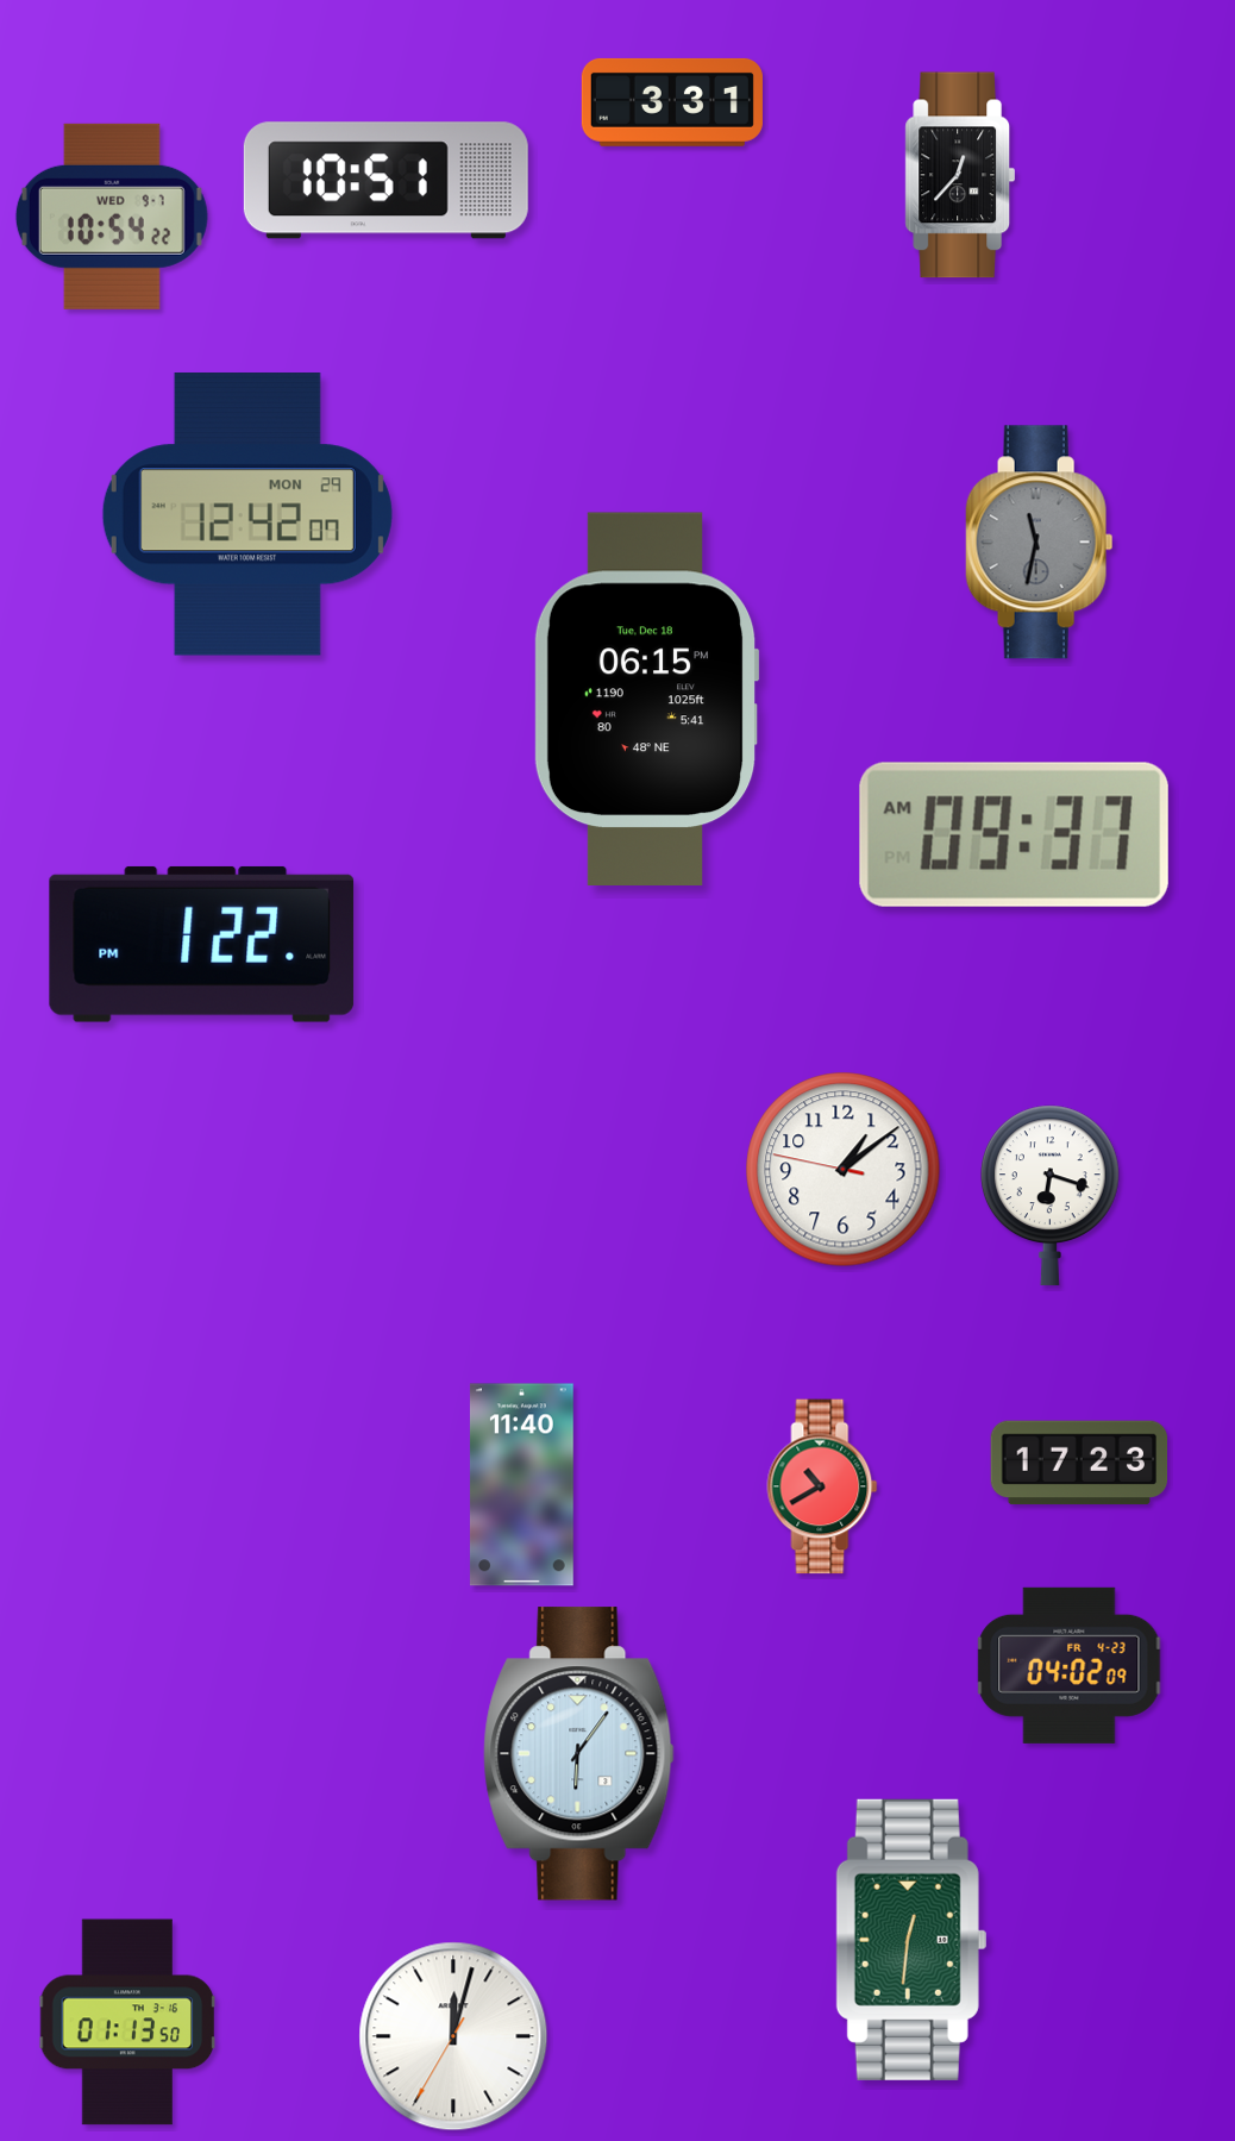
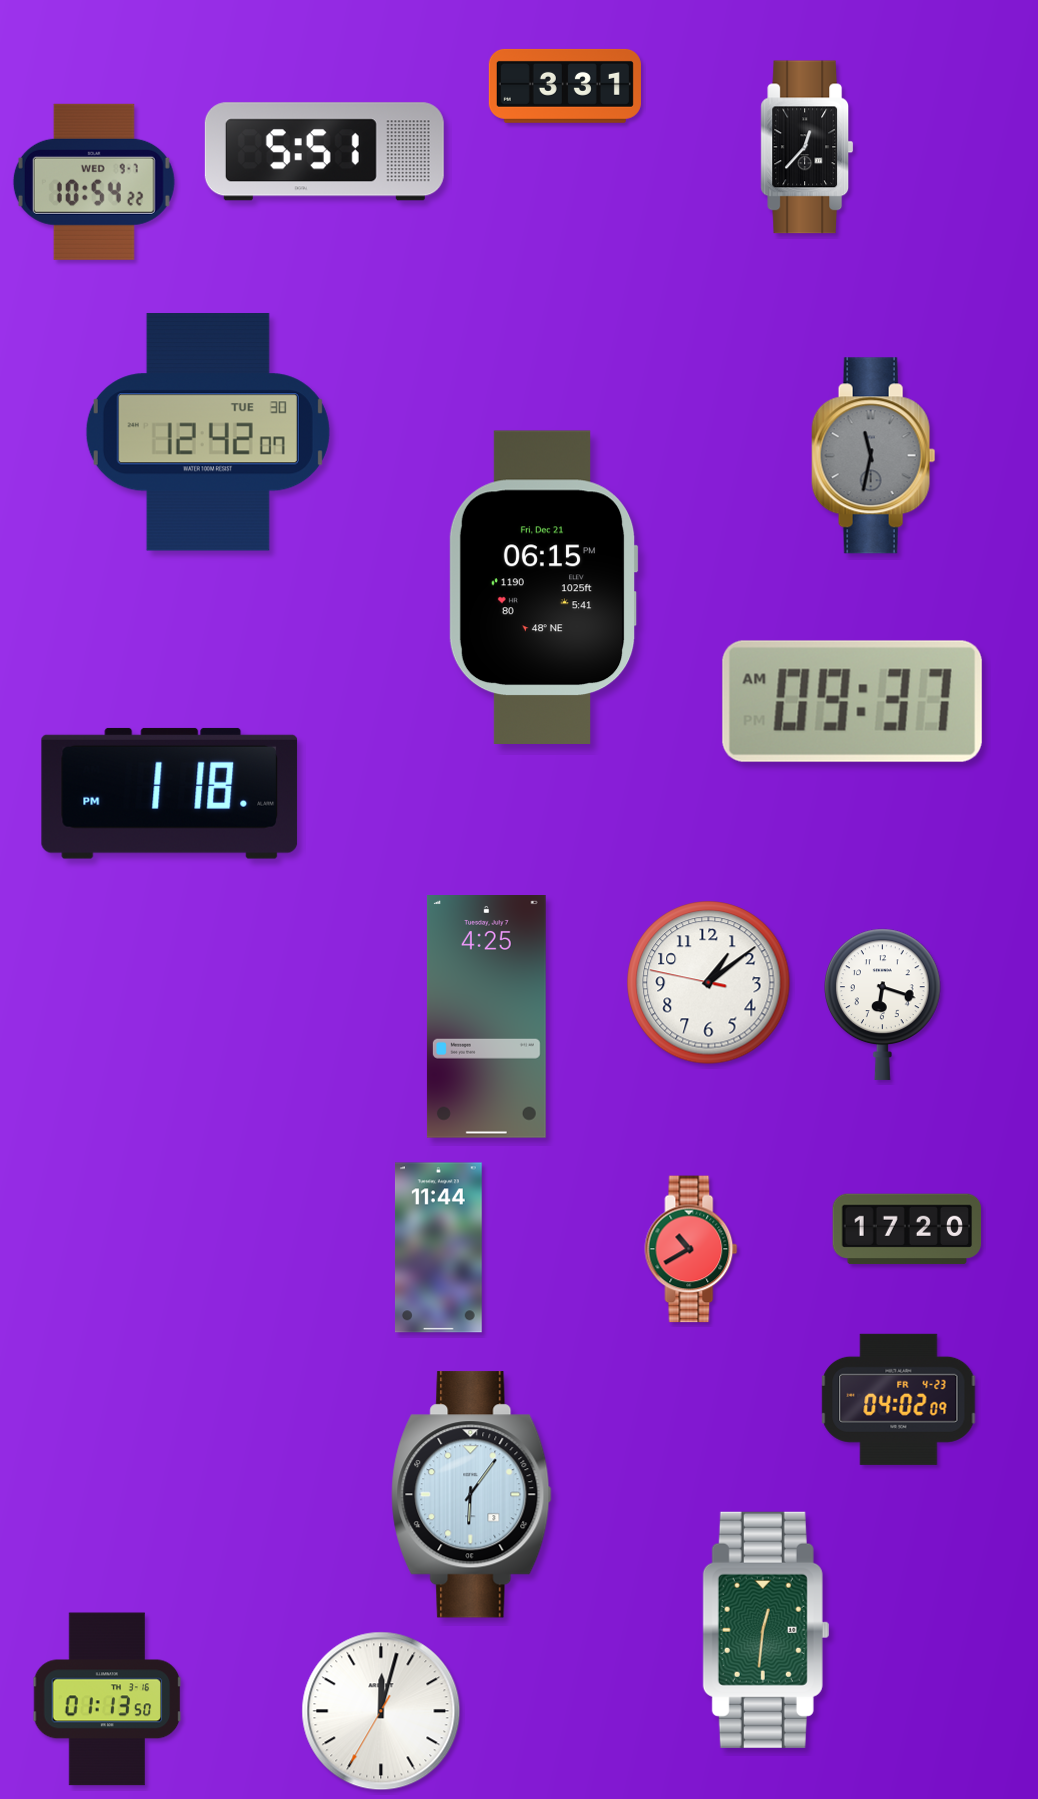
clock at (385, 181): 10:51 -> 5:51
clock at (247, 514) date: MON 29 -> TUE 30
clock at (646, 699) date: Tue, Dec 18 -> Fri, Dec 21
clock at (202, 944): 1:22 -> 1:18
clock at (486, 1017): none -> 4:25
clock at (1079, 1463): 17:23 -> 17:20
clock at (521, 1485): 11:40 -> 11:44
clock at (579, 1754) position: (579, 1754) -> (472, 1495)
